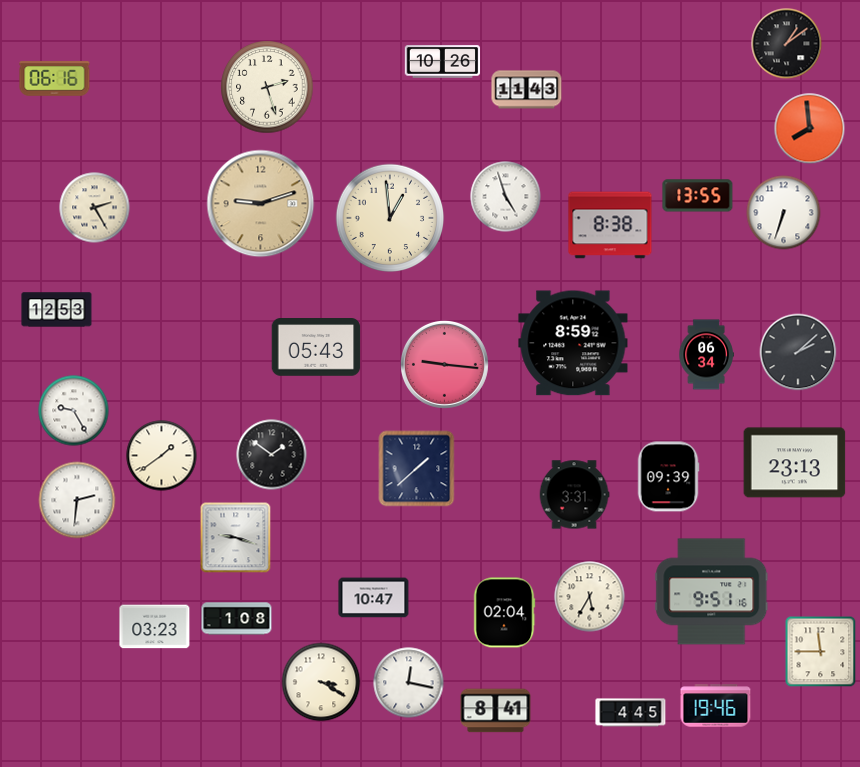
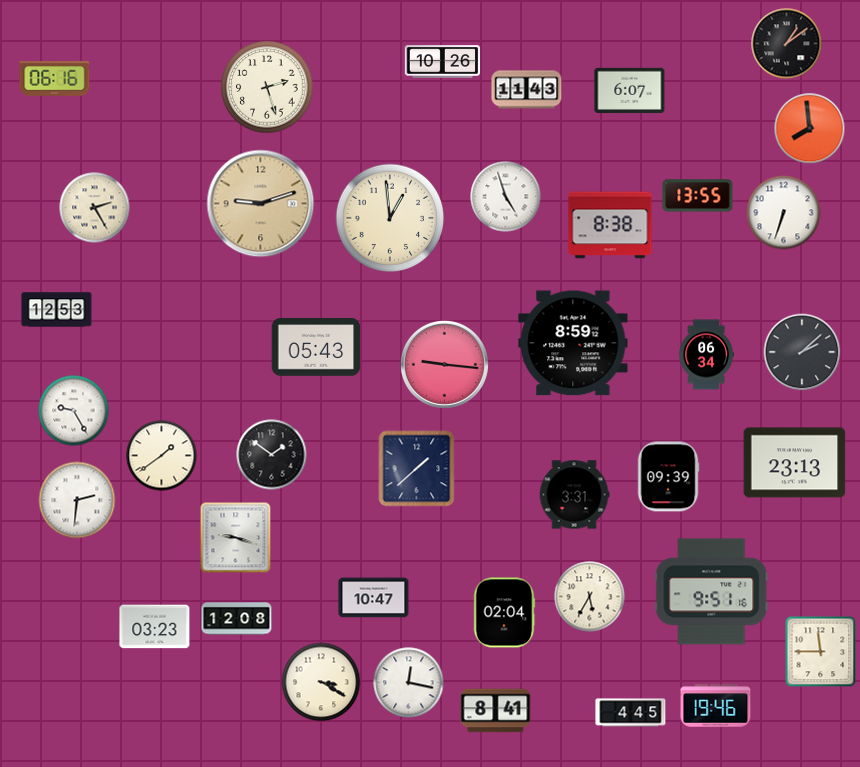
clock at (630, 90): none -> 6:07
clock at (798, 352) position: (798, 352) -> (802, 352)
clock at (237, 619): 1:08 -> 12:08
